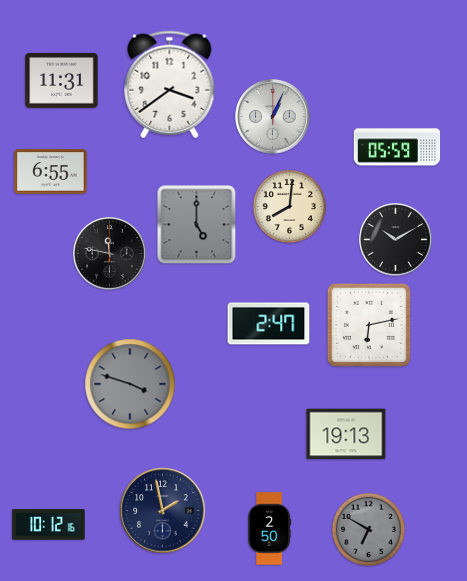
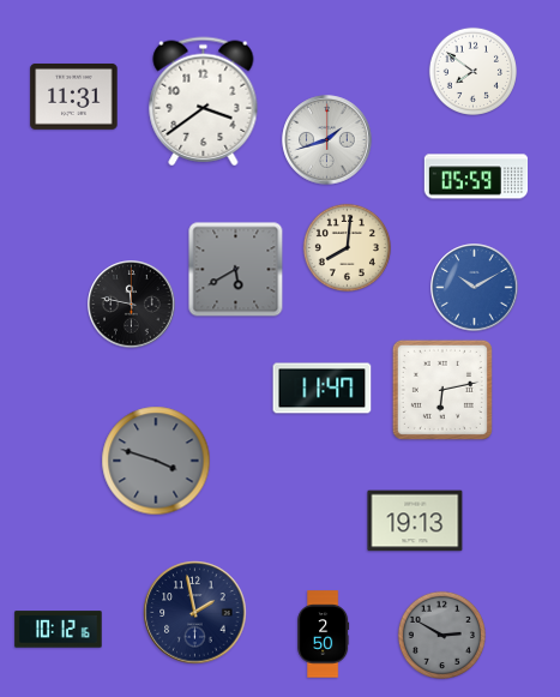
clock at (472, 71): none -> 7:51
clock at (273, 117): 1:04 -> 1:42
clock at (51, 172): 6:55 -> none
clock at (197, 225): 5:00 -> 5:40
clock at (396, 240) dial: black -> blue
clock at (269, 324): 2:47 -> 11:47
clock at (368, 529): 6:50 -> 2:50
